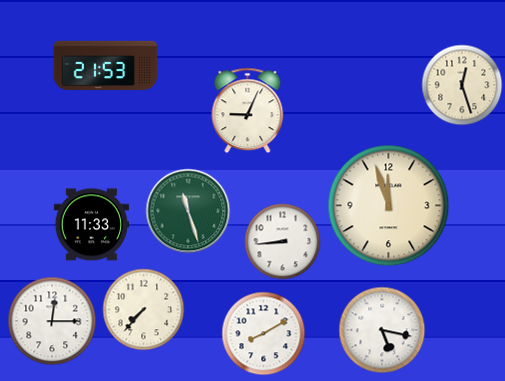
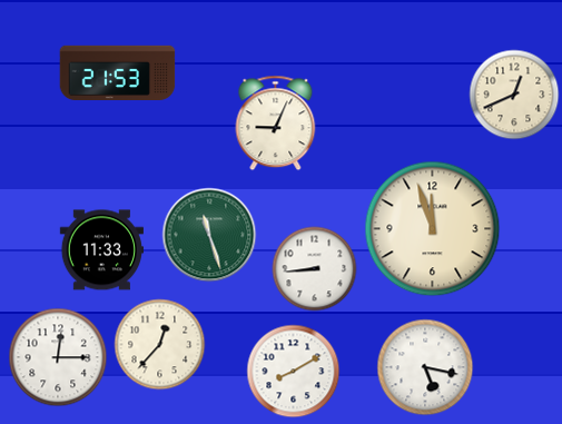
clock at (462, 85): 12:27 -> 12:41
clock at (144, 310): 7:37 -> 12:37
